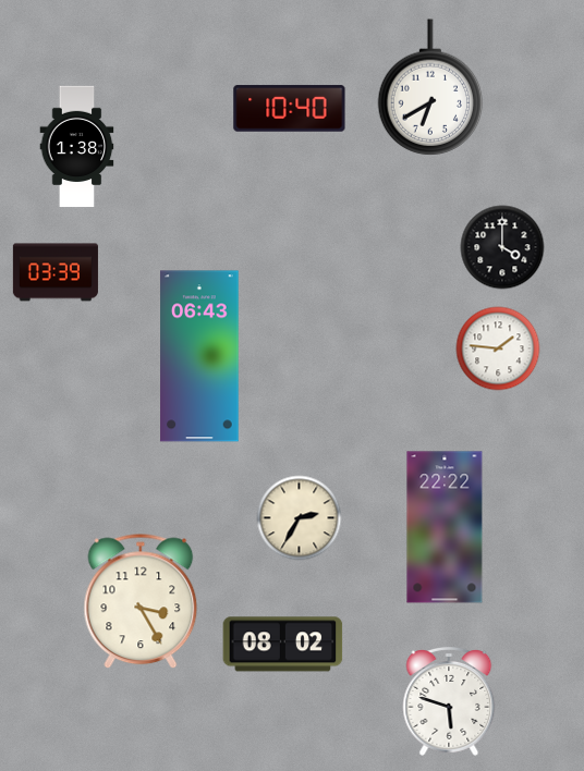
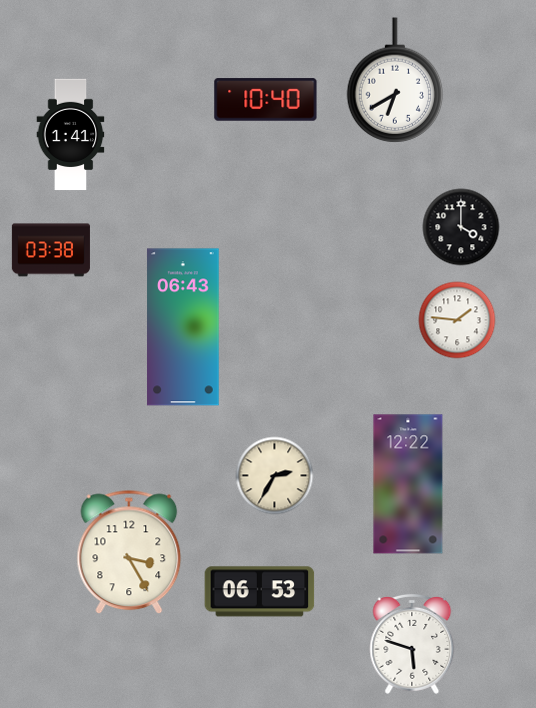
clock at (77, 147): 1:38 -> 1:41
clock at (56, 272): 03:39 -> 03:38
clock at (445, 527): 22:22 -> 12:22
clock at (283, 645): 08:02 -> 06:53
